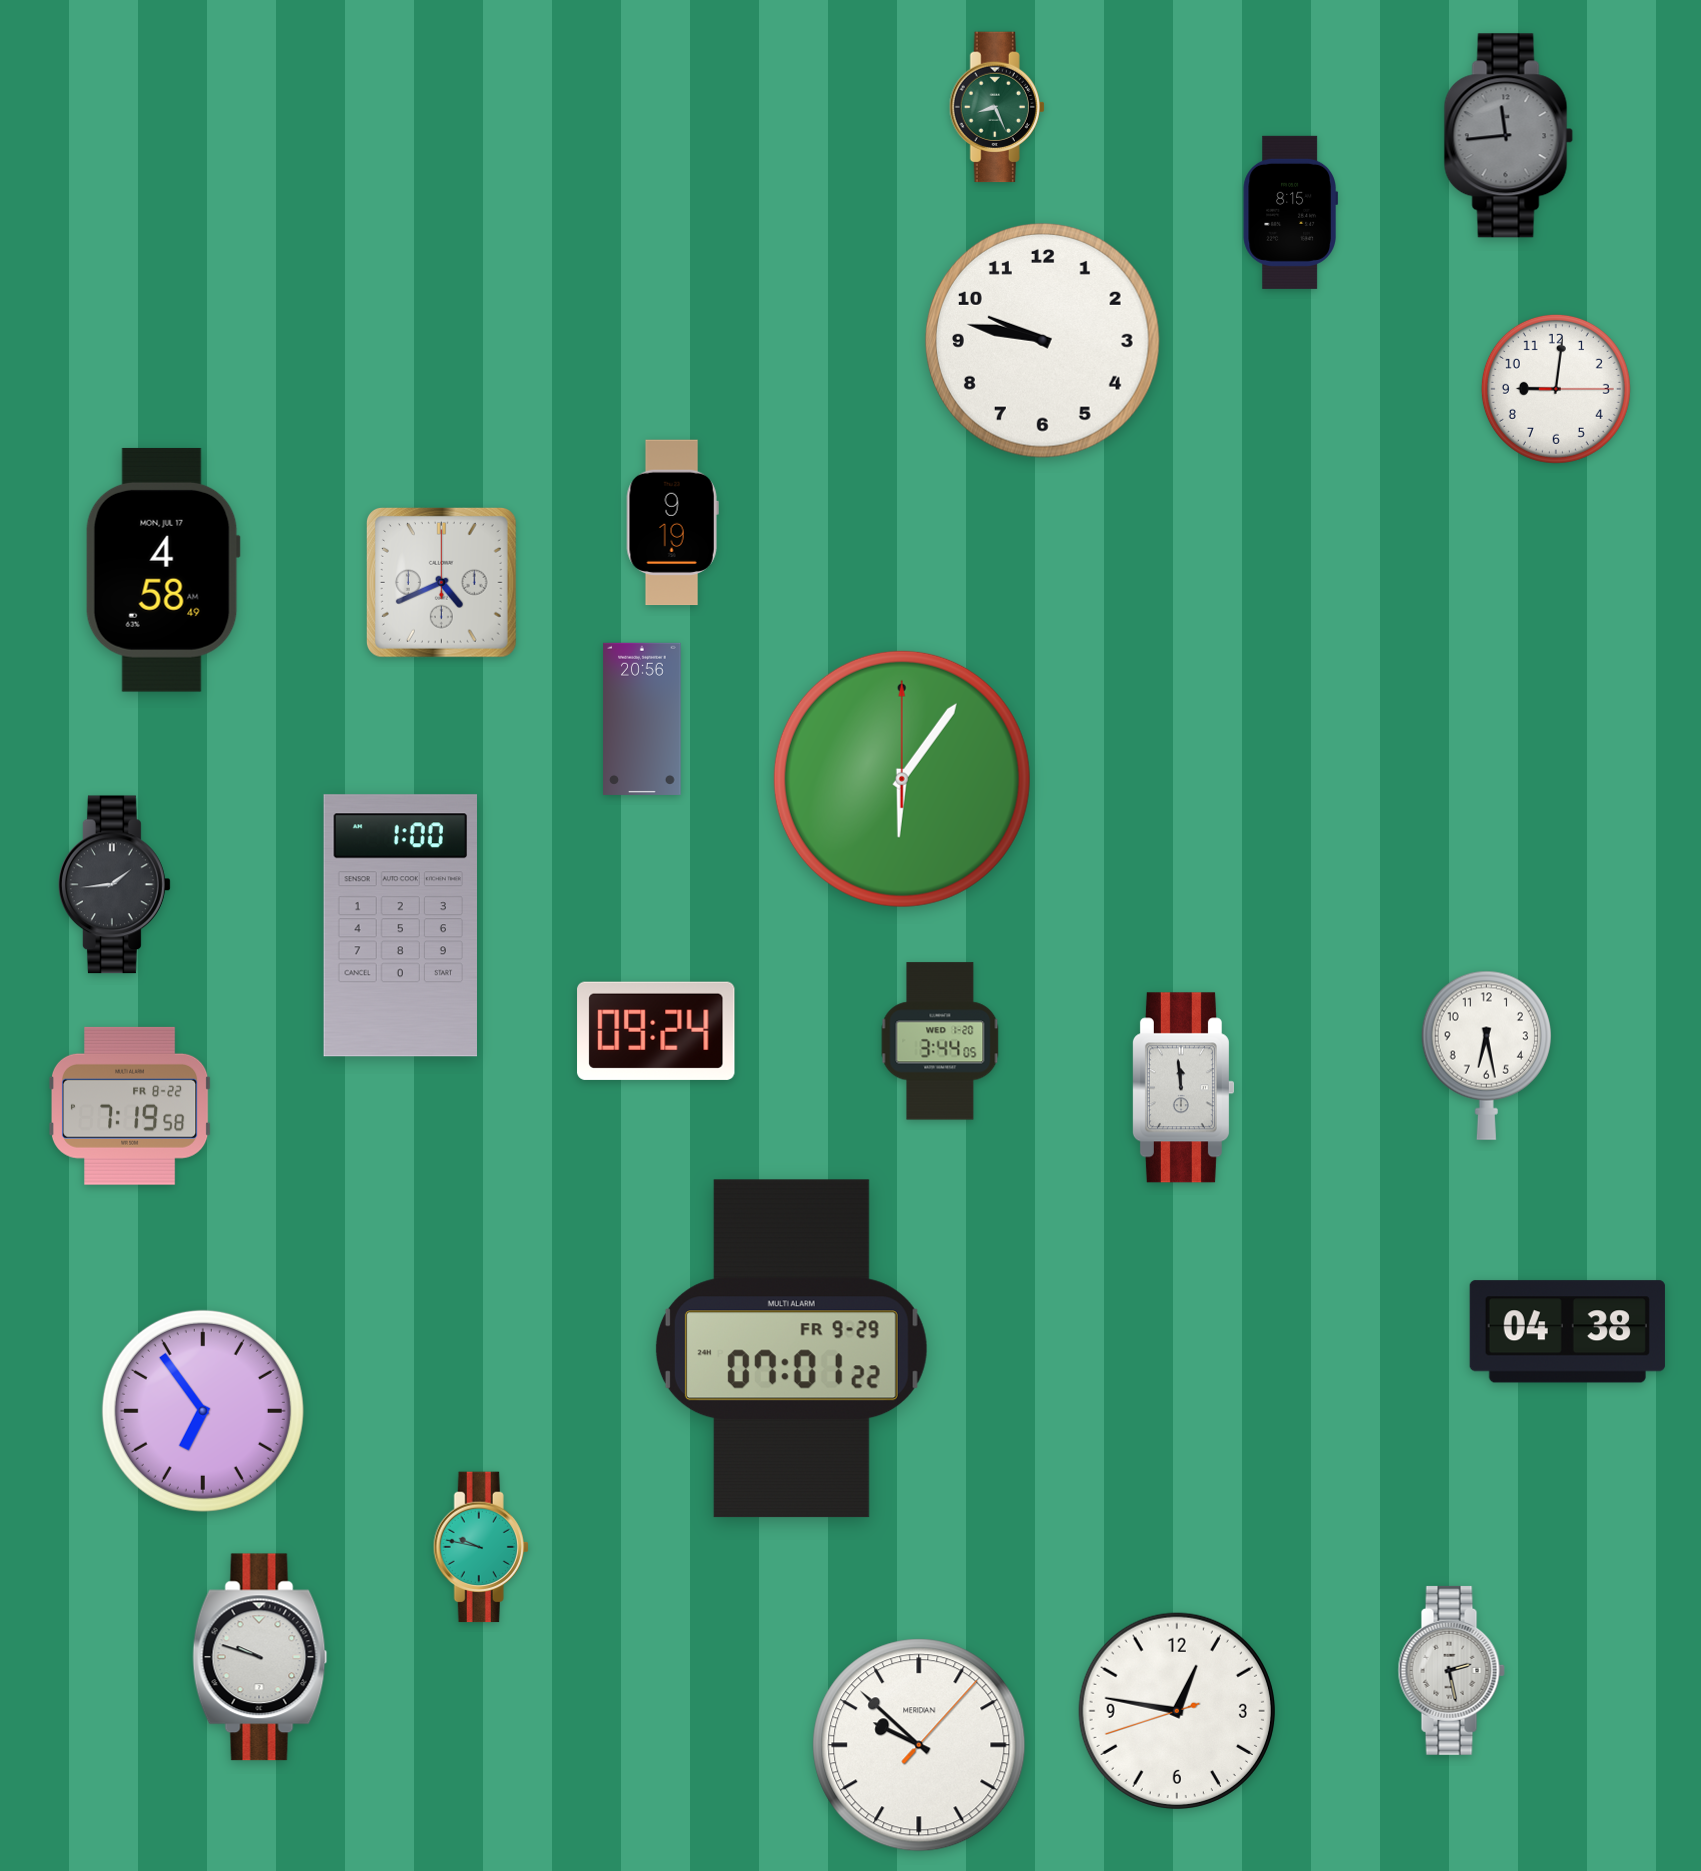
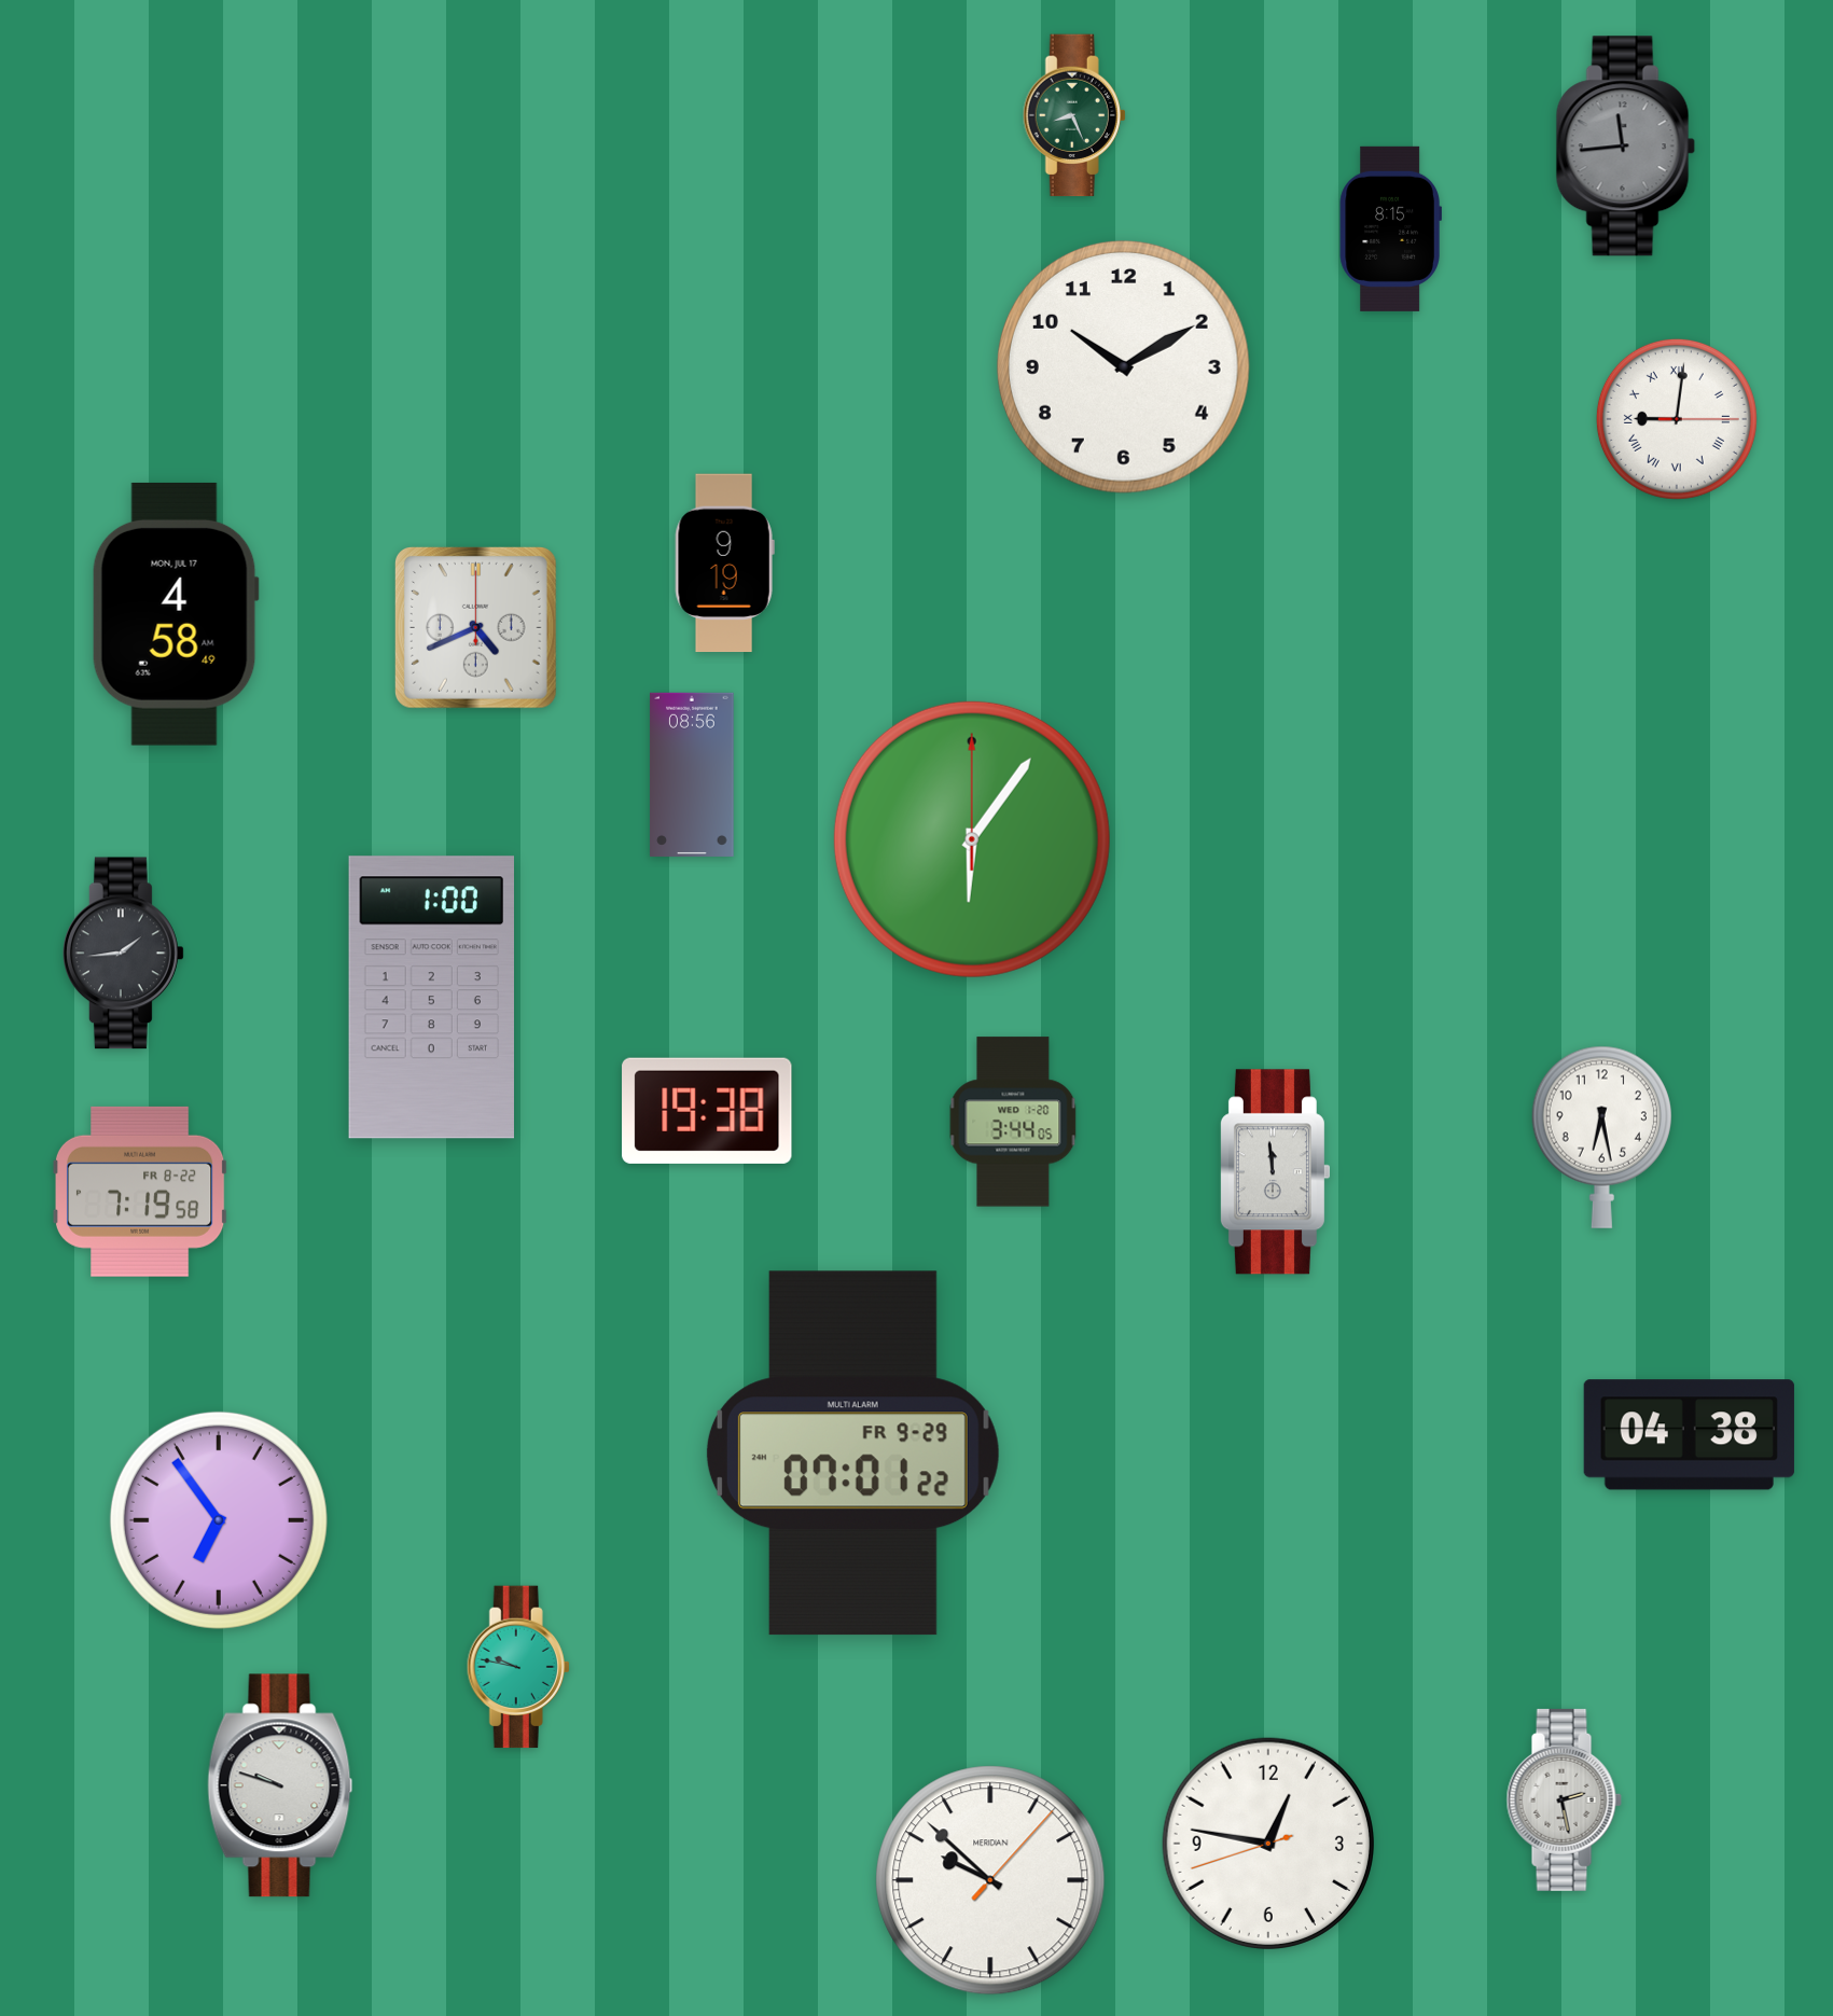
clock at (1043, 341): 9:47 -> 10:10
clock at (1556, 389) numerals: Arabic -> Roman
clock at (642, 719): 20:56 -> 08:56
clock at (656, 1031): 09:24 -> 19:38
